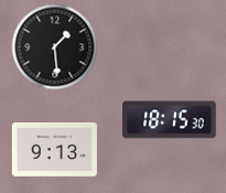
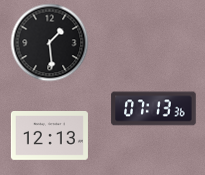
clock at (170, 120): 18:15 -> 07:13
clock at (54, 150): 9:13 -> 12:13
